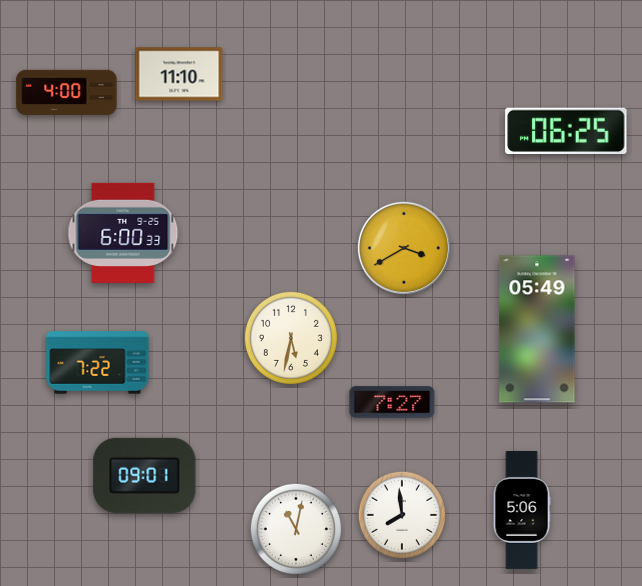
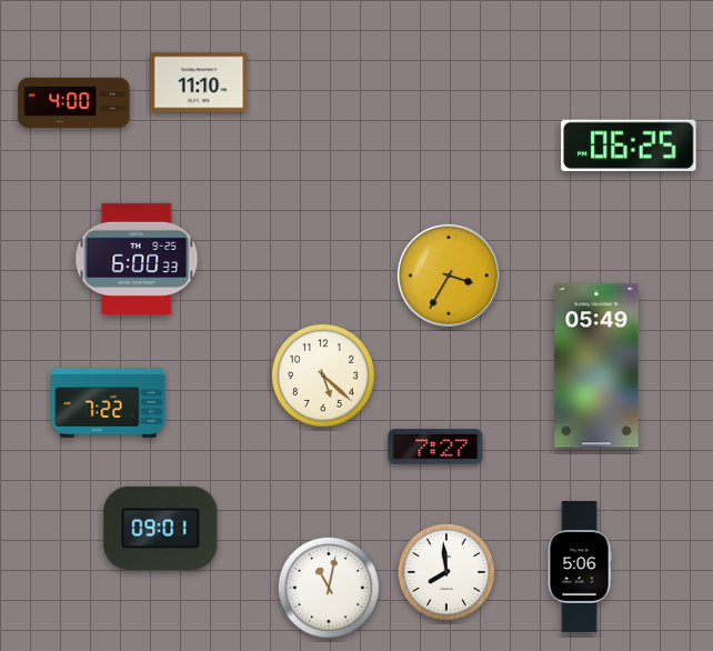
clock at (404, 248): 3:40 -> 3:35
clock at (291, 338): 5:32 -> 5:22
